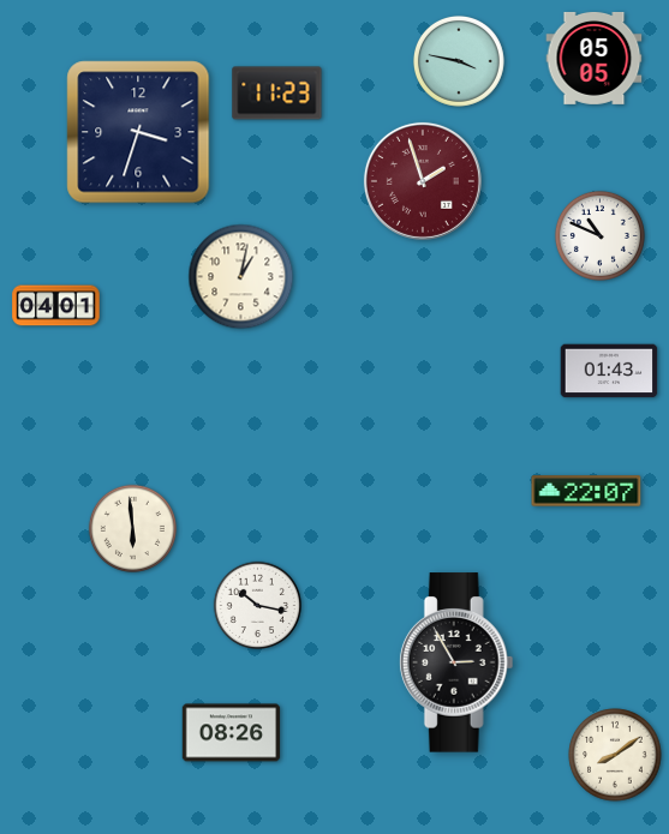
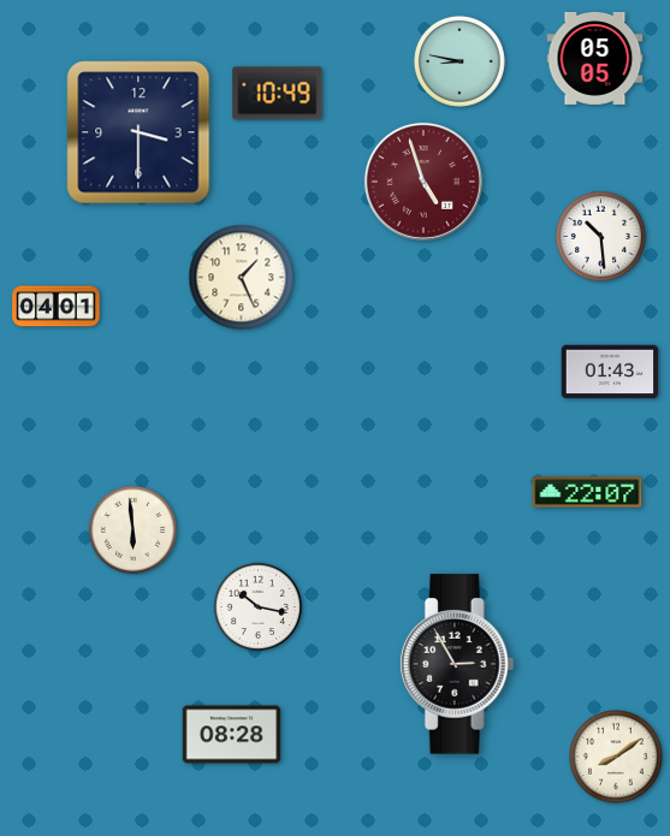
clock at (459, 61): 3:47 -> 8:47
clock at (277, 94): 11:23 -> 10:49
clock at (138, 132): 3:33 -> 3:30
clock at (423, 181): 1:57 -> 4:57
clock at (599, 235): 10:49 -> 10:29
clock at (241, 277): 1:02 -> 1:26
clock at (232, 733): 08:26 -> 08:28
